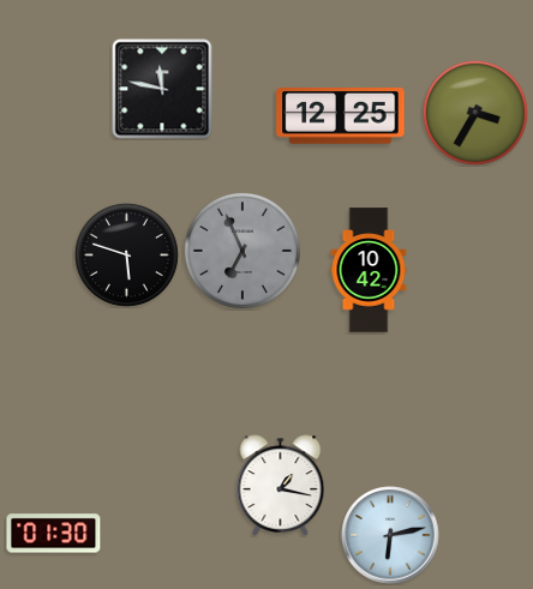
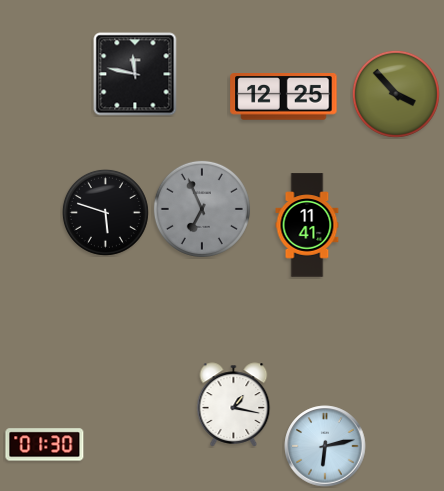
clock at (475, 113): 3:35 -> 3:53
clock at (369, 270): 10:42 -> 11:41
